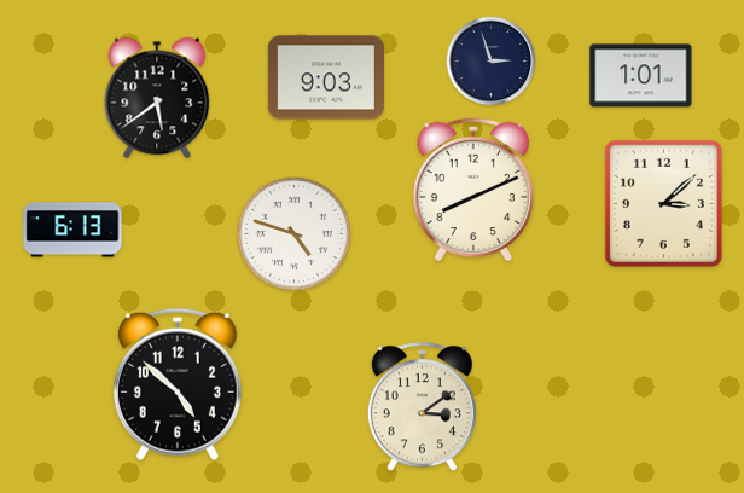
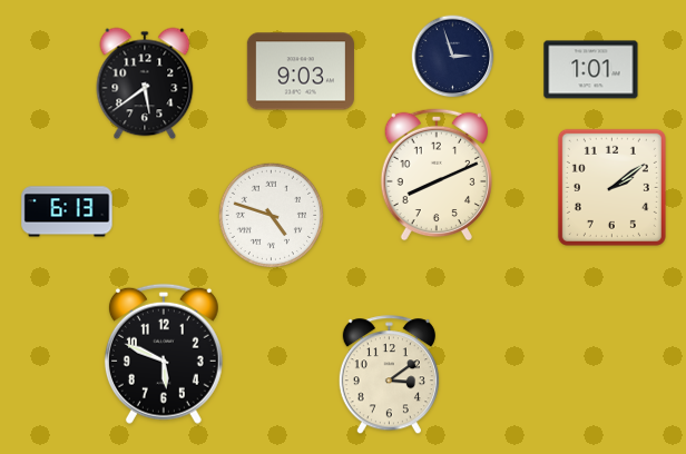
clock at (157, 98) position: (157, 98) -> (145, 83)
clock at (663, 203): 3:08 -> 2:09
clock at (178, 384): 4:52 -> 5:49
